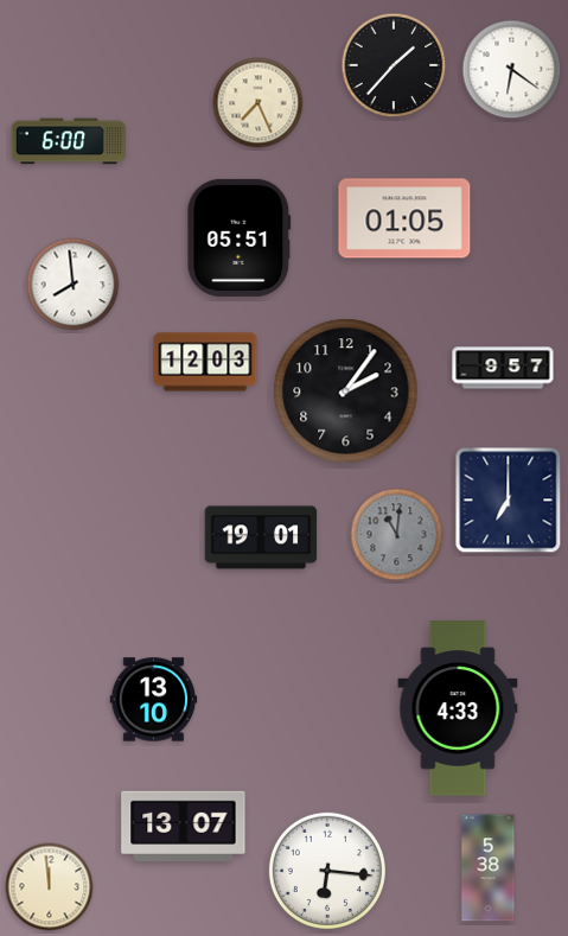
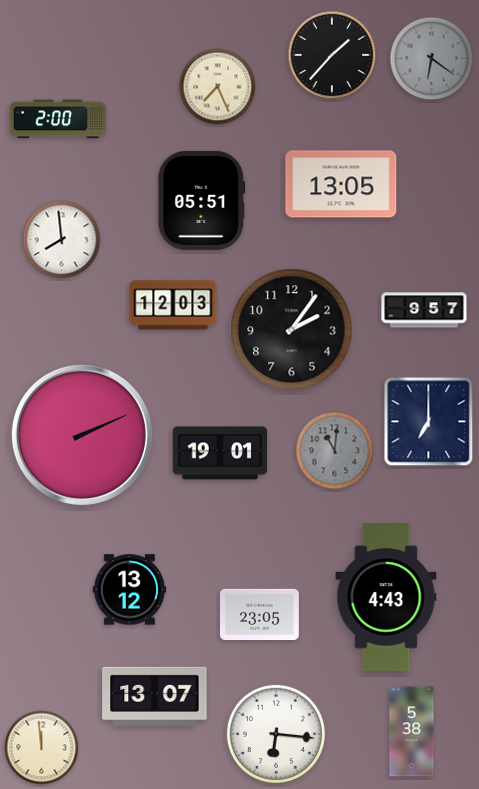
clock at (512, 70) dial: white -> grey
clock at (68, 141): 6:00 -> 2:00
clock at (404, 218): 01:05 -> 13:05
clock at (82, 435): none -> 2:11
clock at (154, 700): 13:10 -> 13:12
clock at (458, 708): 4:33 -> 4:43
clock at (260, 614): none -> 23:05
